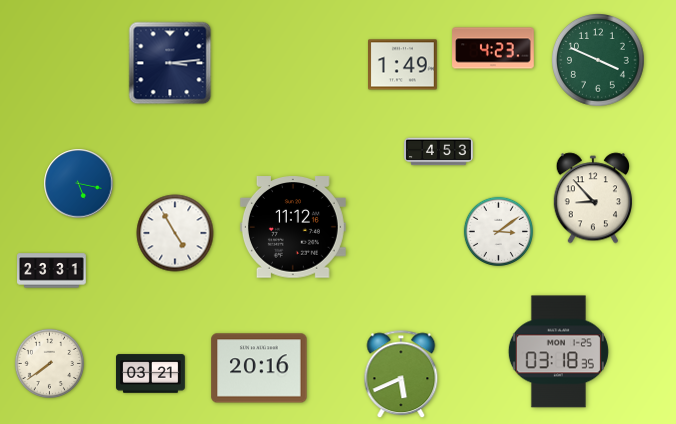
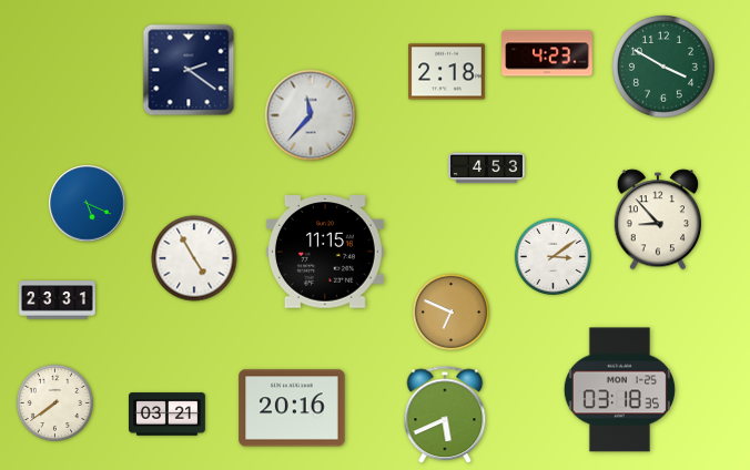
clock at (599, 61): 3:49 -> 3:50
clock at (170, 63): 3:14 -> 2:21
clock at (403, 65): 1:49 -> 2:18
clock at (311, 115): none -> 11:37
clock at (79, 184): 5:17 -> 5:19
clock at (293, 227): 11:12 -> 11:15
clock at (450, 311): none -> 6:49
clock at (259, 368) position: (259, 368) -> (292, 408)
